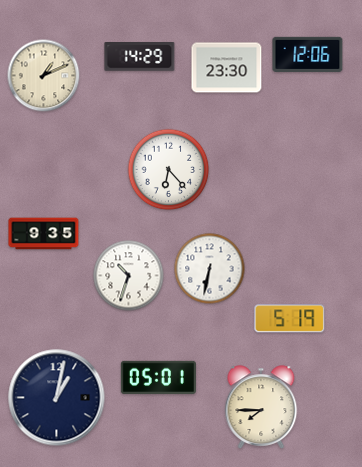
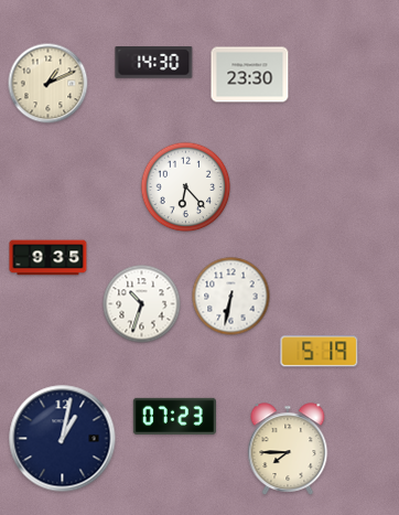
clock at (308, 54): 12:06 -> none
clock at (140, 57): 14:29 -> 14:30
clock at (158, 377): 05:01 -> 07:23
